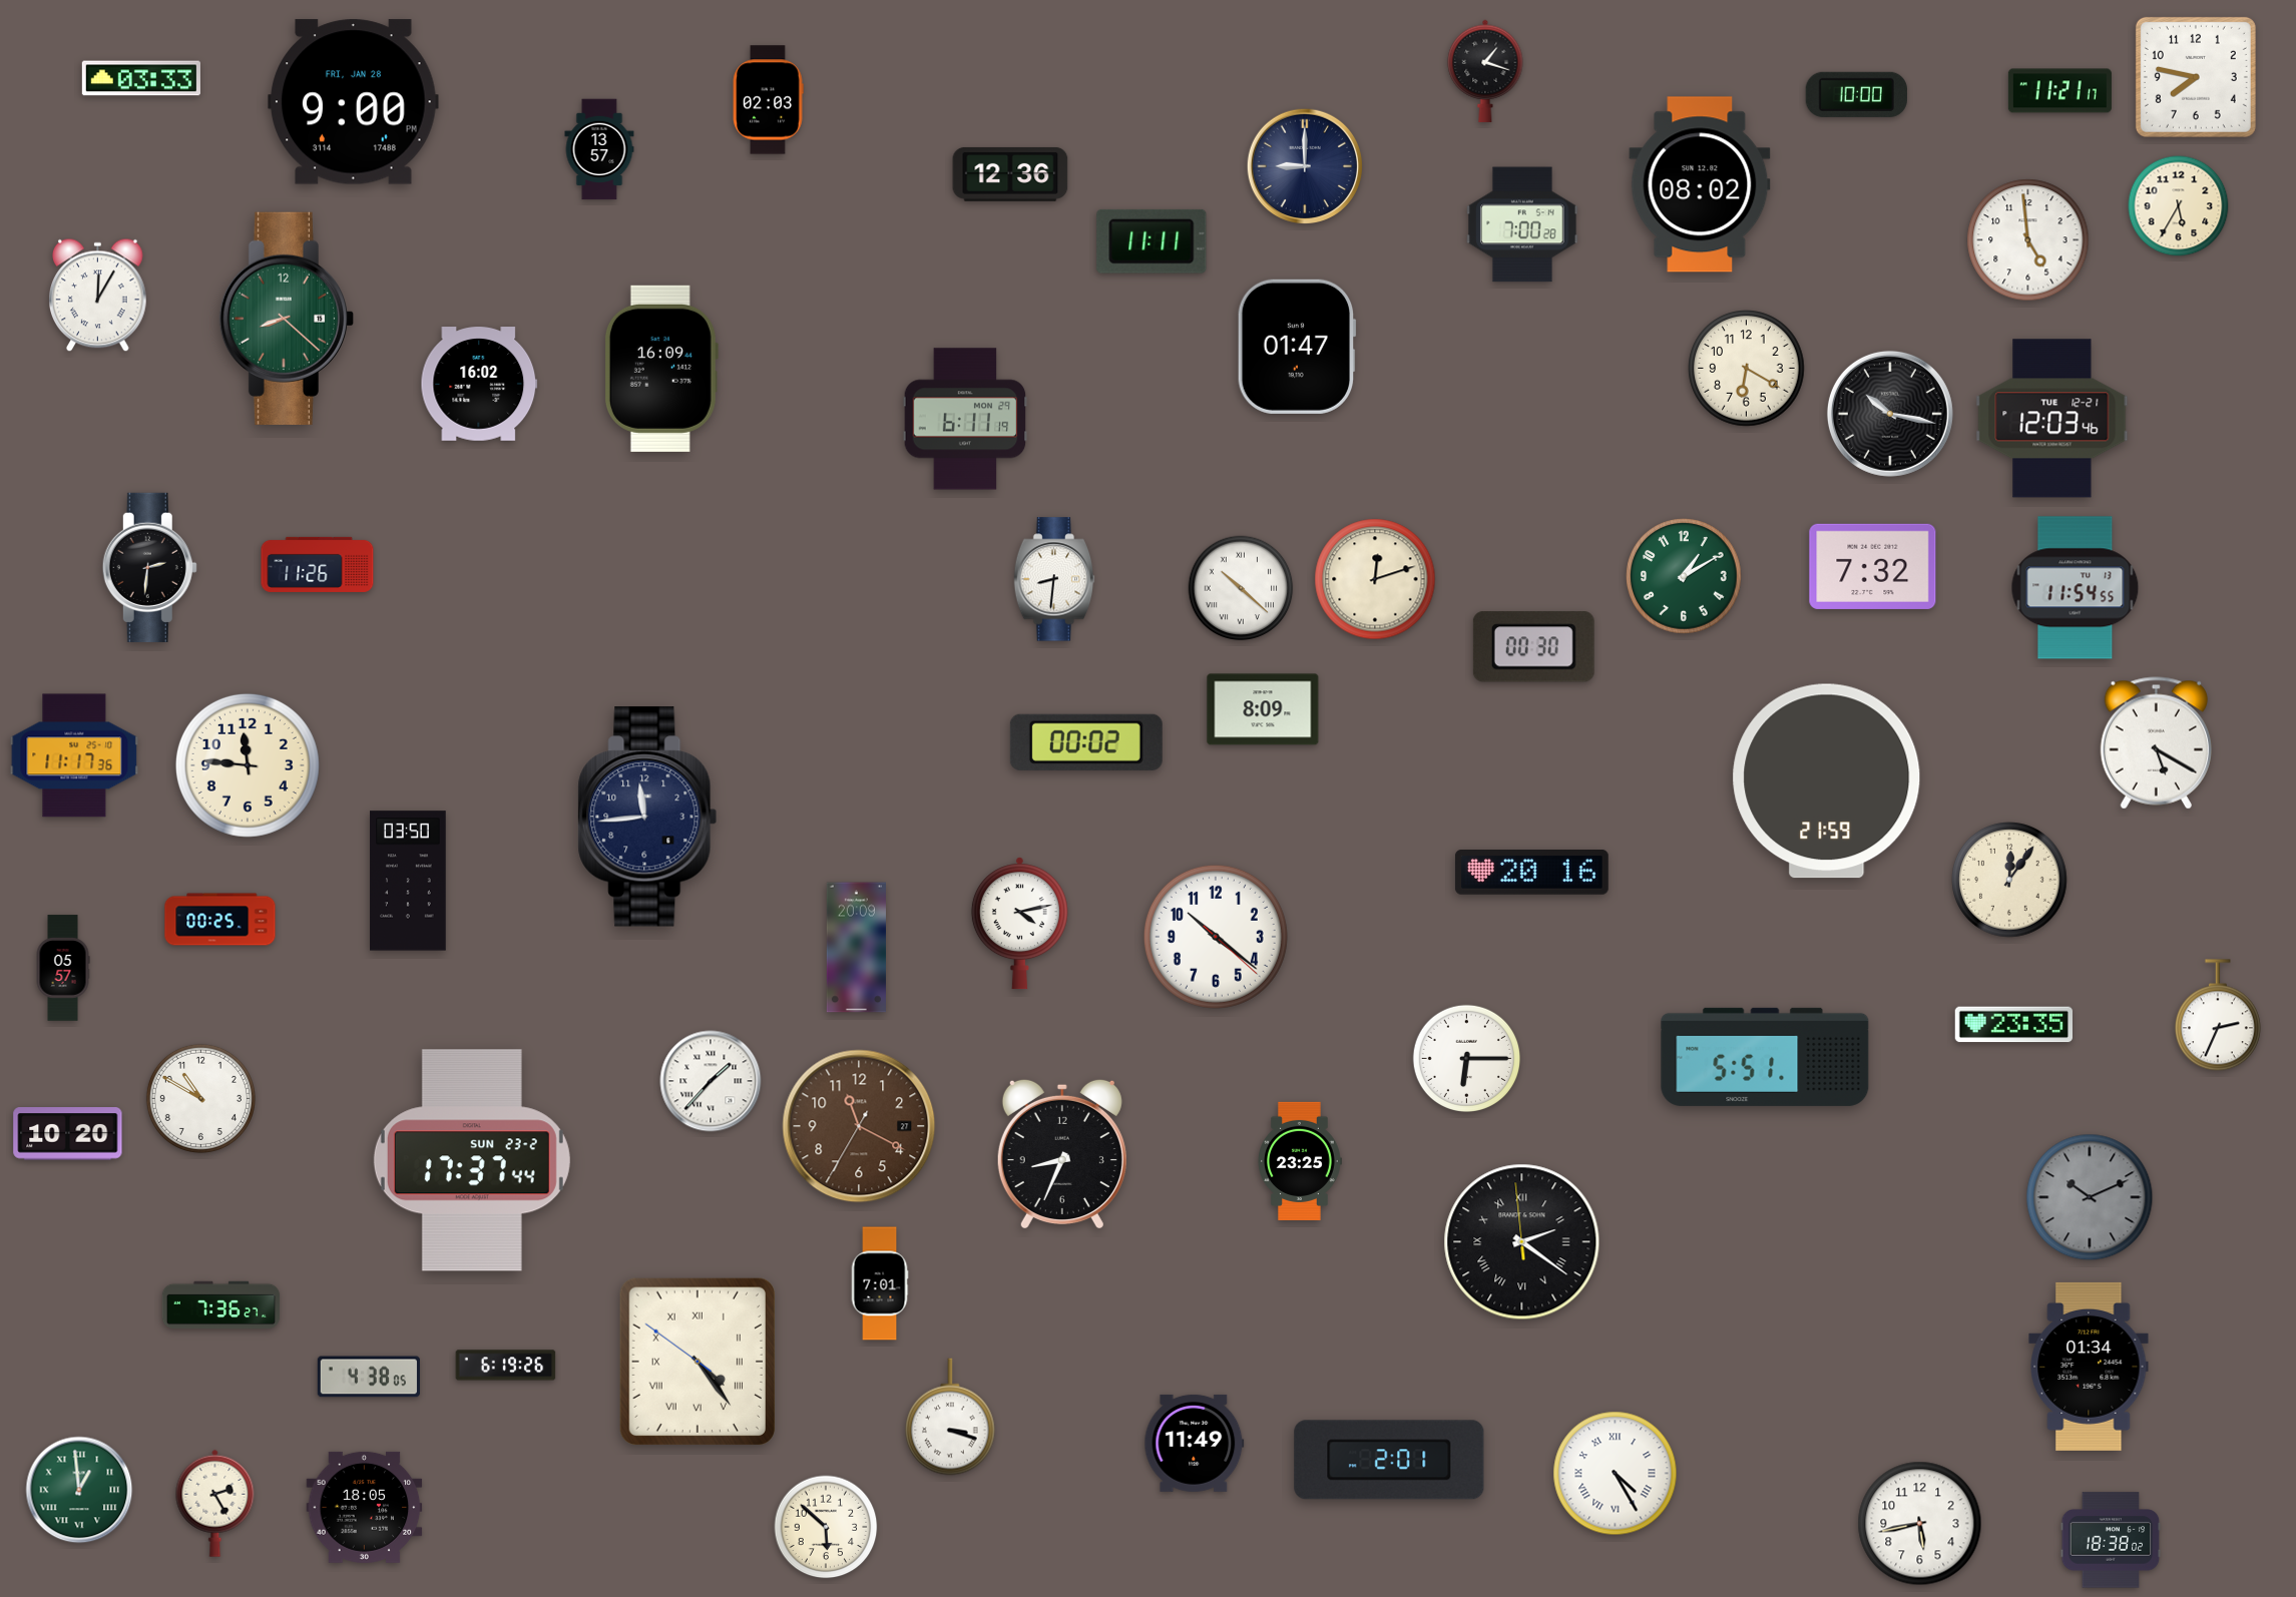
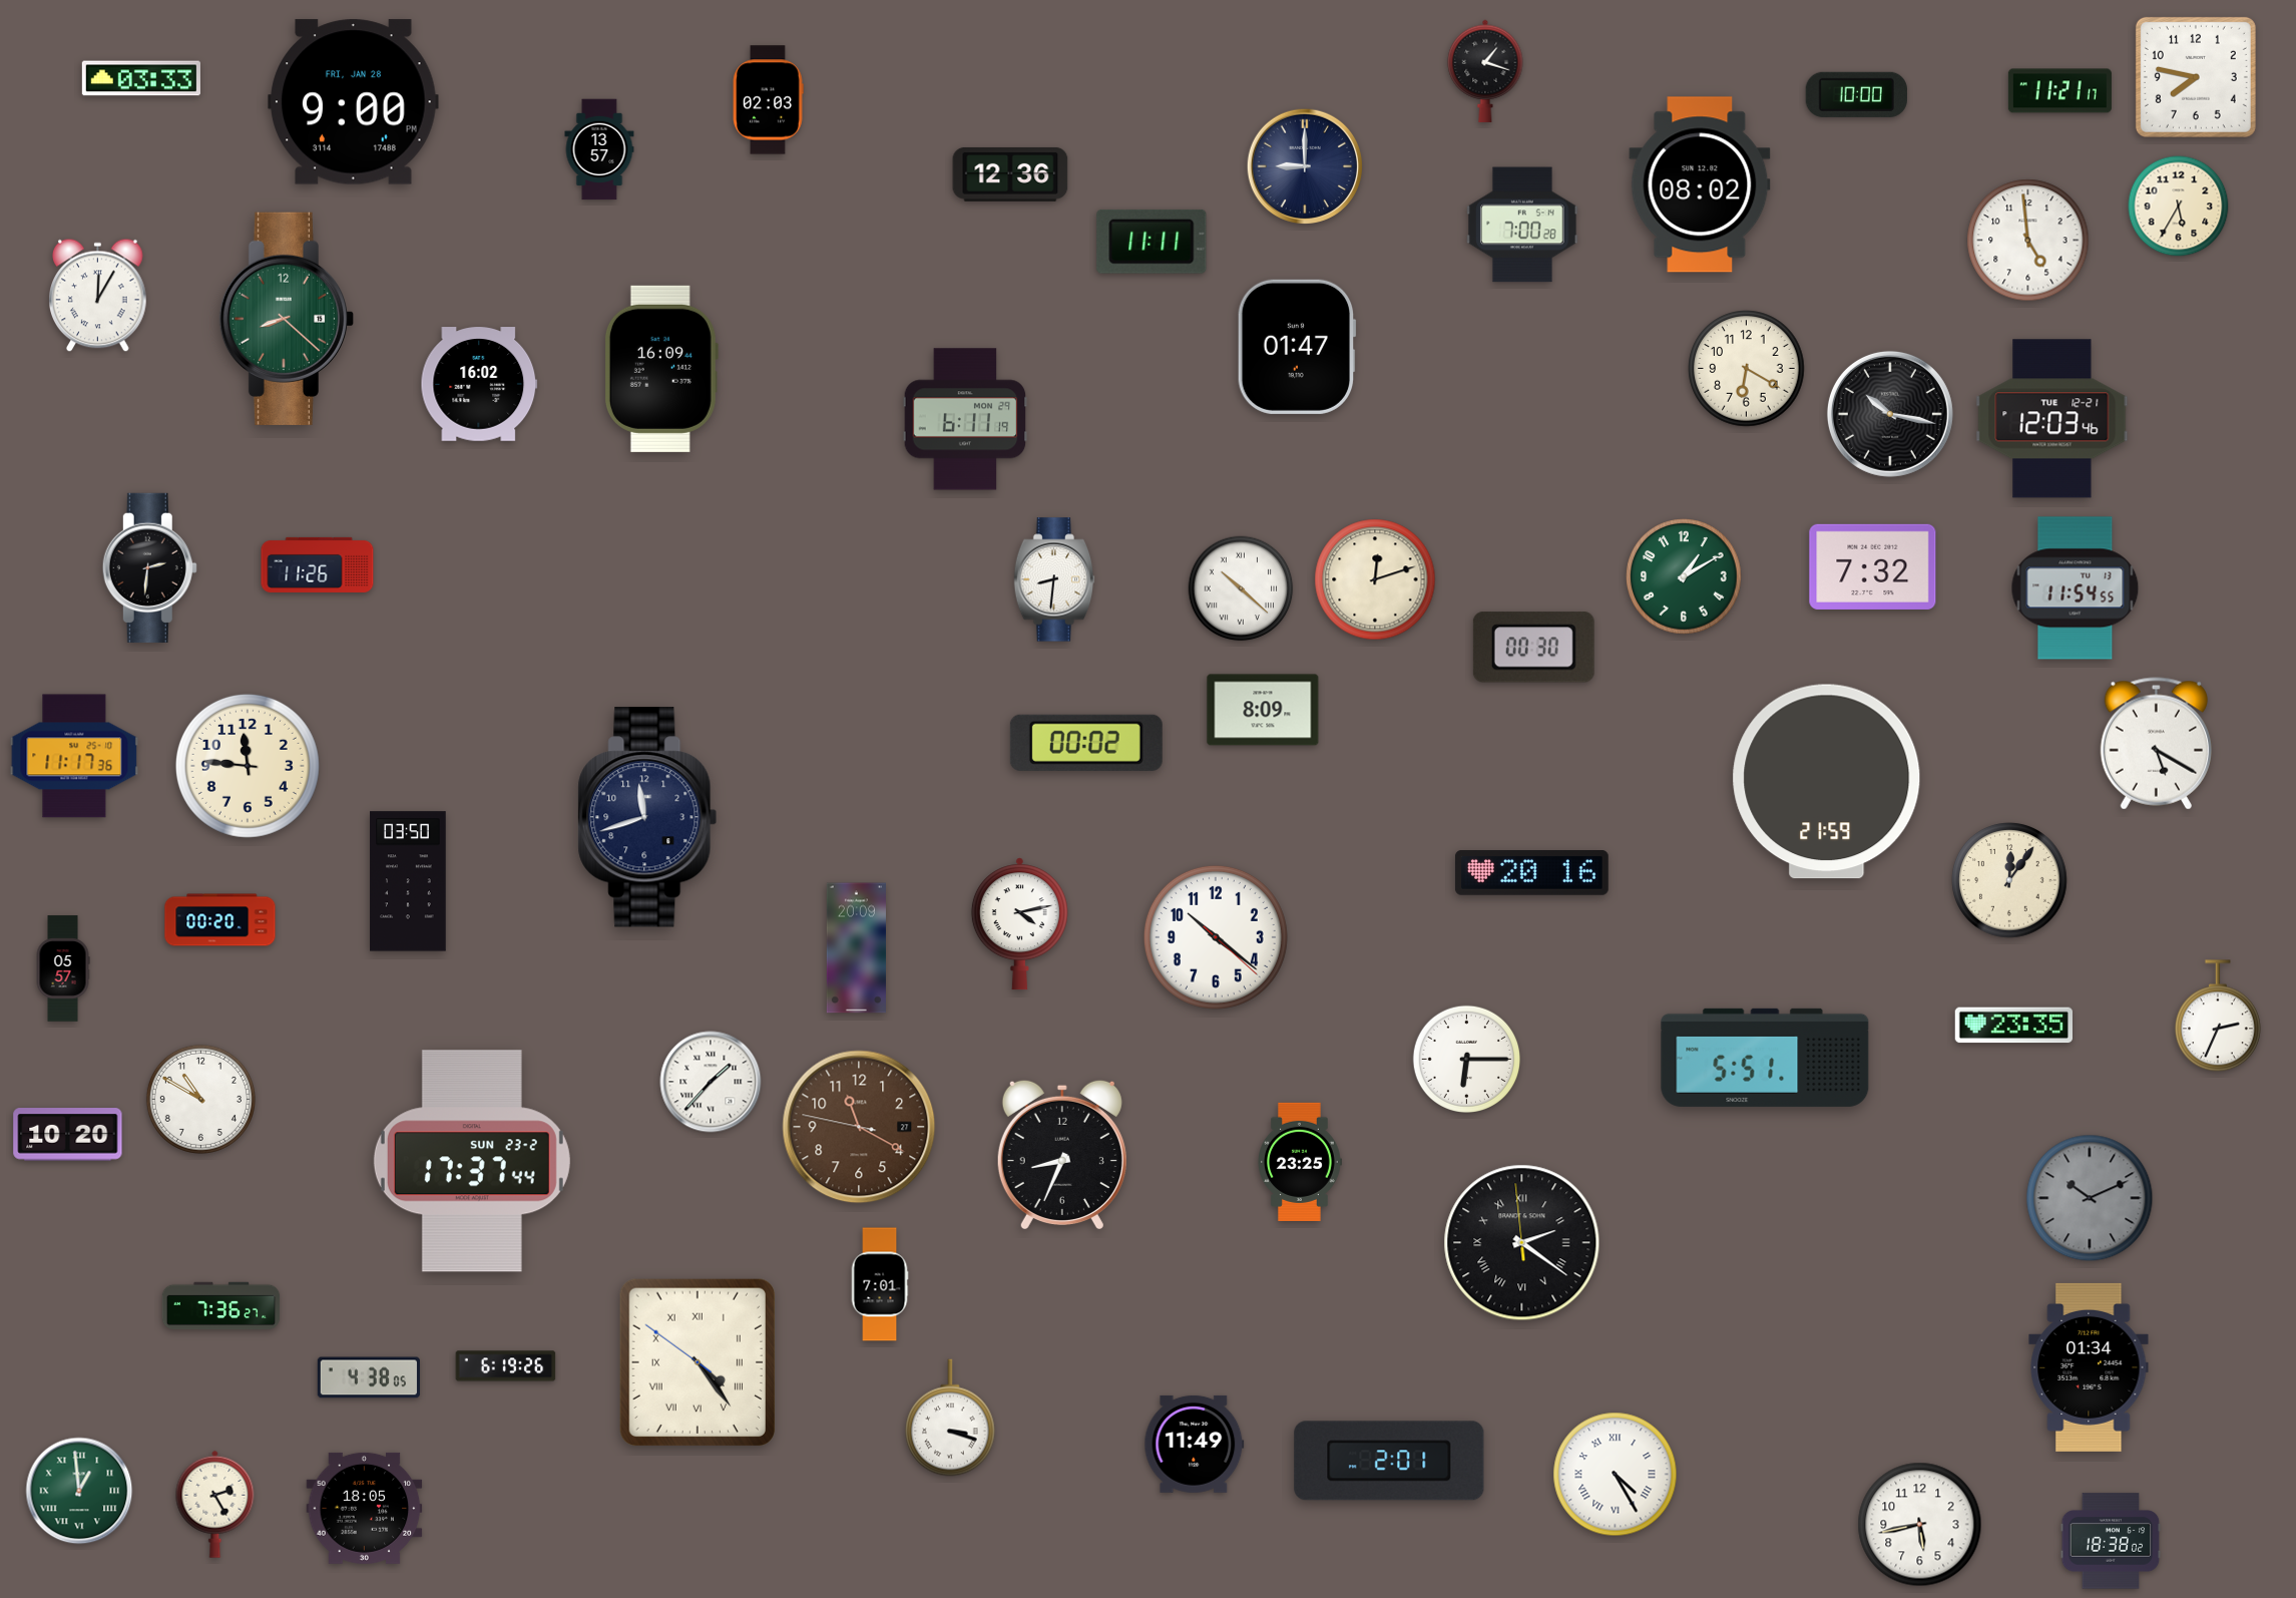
clock at (647, 817): 11:44 -> 11:42
clock at (220, 920): 00:25 -> 00:20
clock at (859, 1126): 11:19:35 -> 11:19:47
clock at (826, 1527): 5:52 -> none
